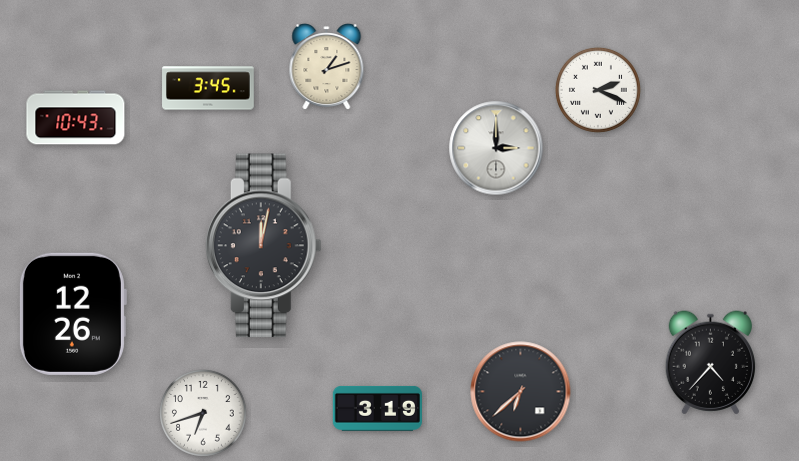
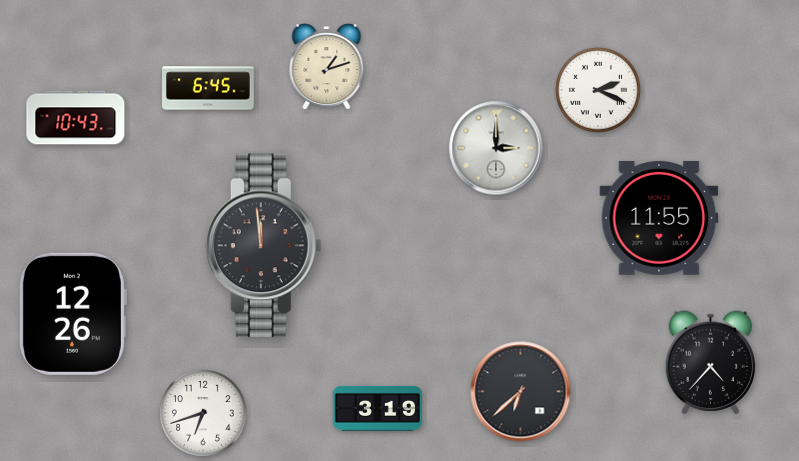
clock at (208, 88): 3:45 -> 6:45
clock at (659, 218): none -> 11:55
clock at (263, 246): 12:02 -> 11:59
